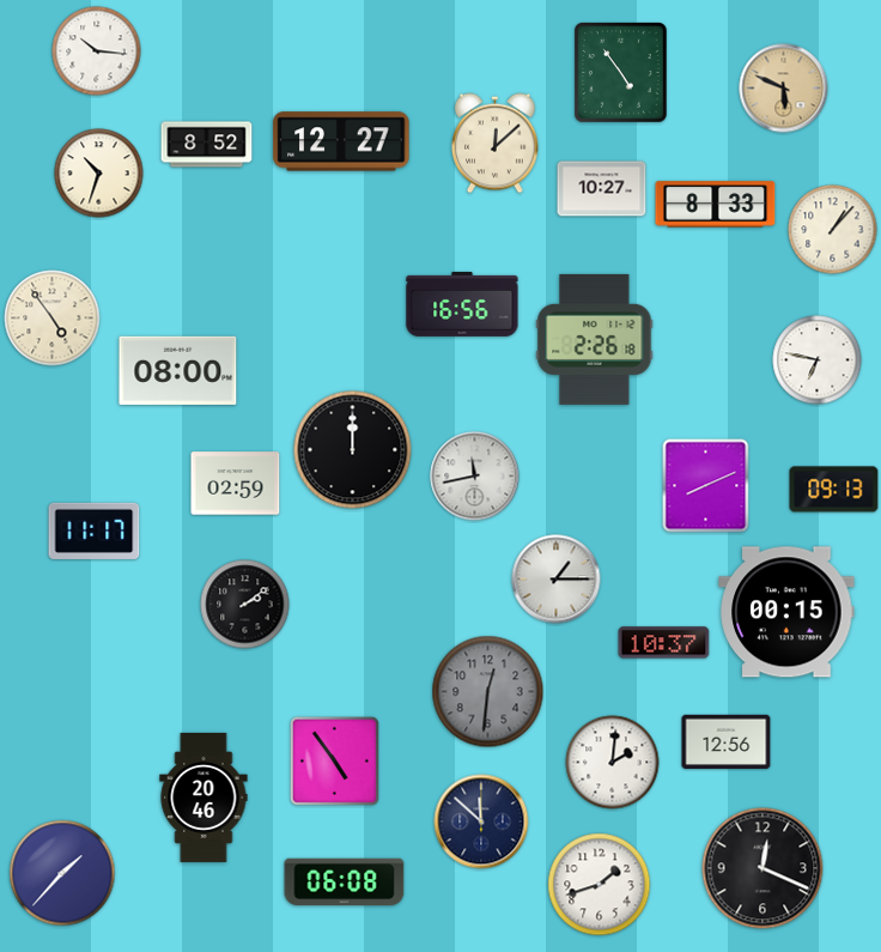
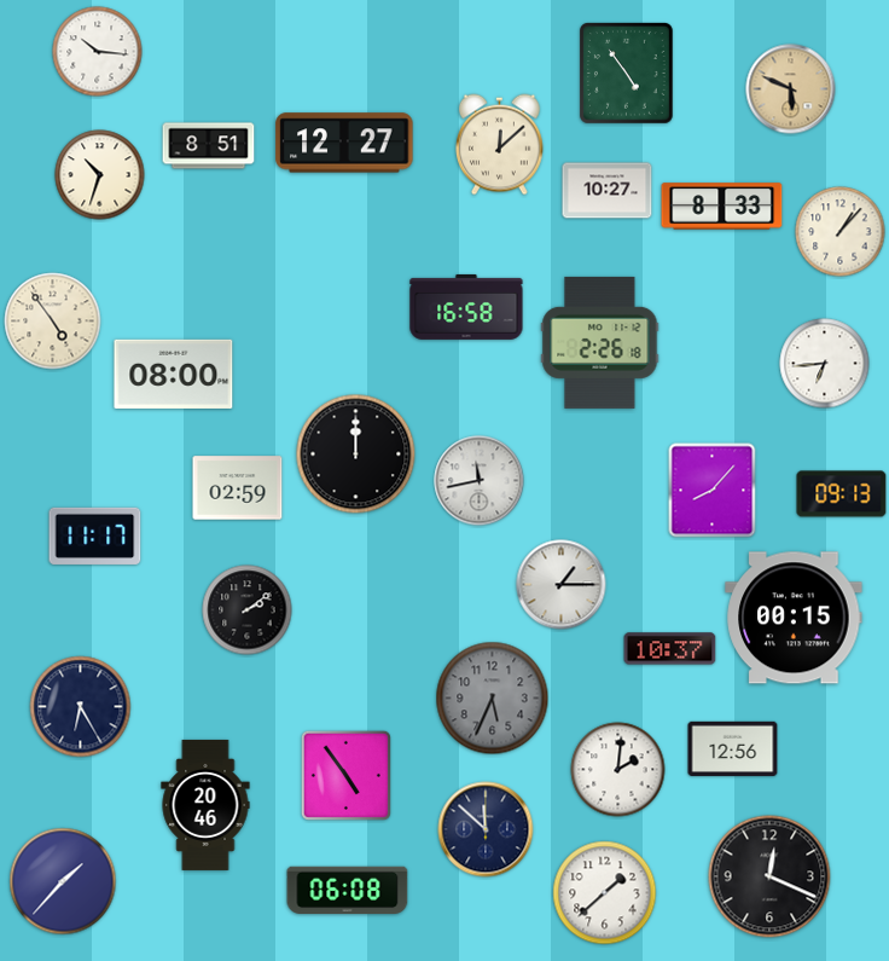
clock at (207, 145): 8:52 -> 8:51
clock at (462, 304): 16:56 -> 16:58
clock at (818, 360): 6:47 -> 6:44
clock at (178, 370) position: (178, 370) -> (174, 374)
clock at (706, 486): 8:11 -> 8:07
clock at (488, 692): 12:31 -> 5:34
clock at (81, 707): none -> 6:25
clock at (334, 760) position: (334, 760) -> (345, 775)
clock at (600, 885): 1:42 -> 1:38
